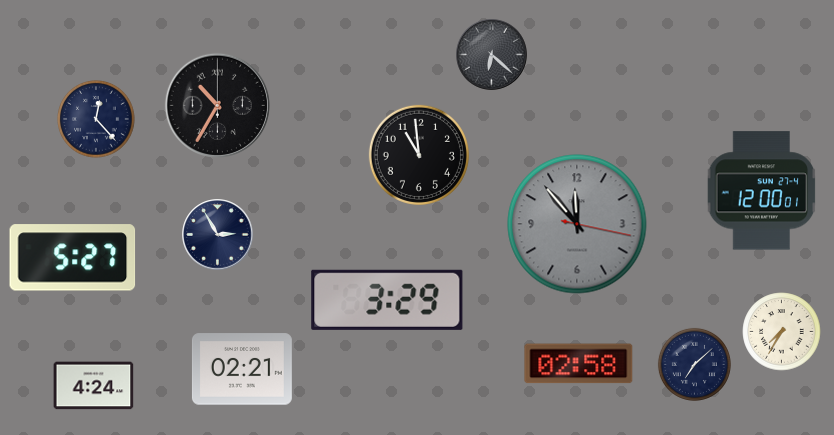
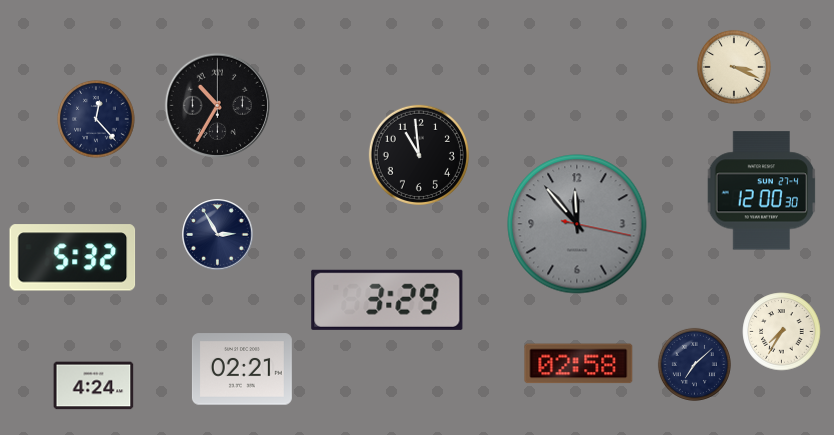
clock at (492, 55): 6:22 -> none
clock at (734, 67): none -> 3:19
clock at (762, 191): 12:00:01 -> 12:00:30
clock at (73, 258): 5:27 -> 5:32
